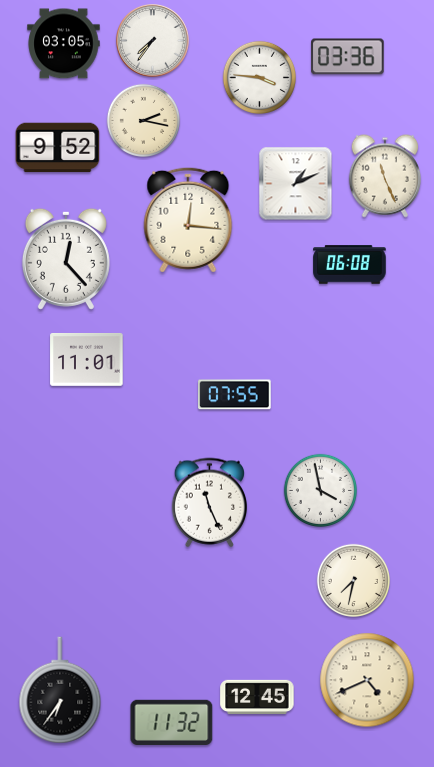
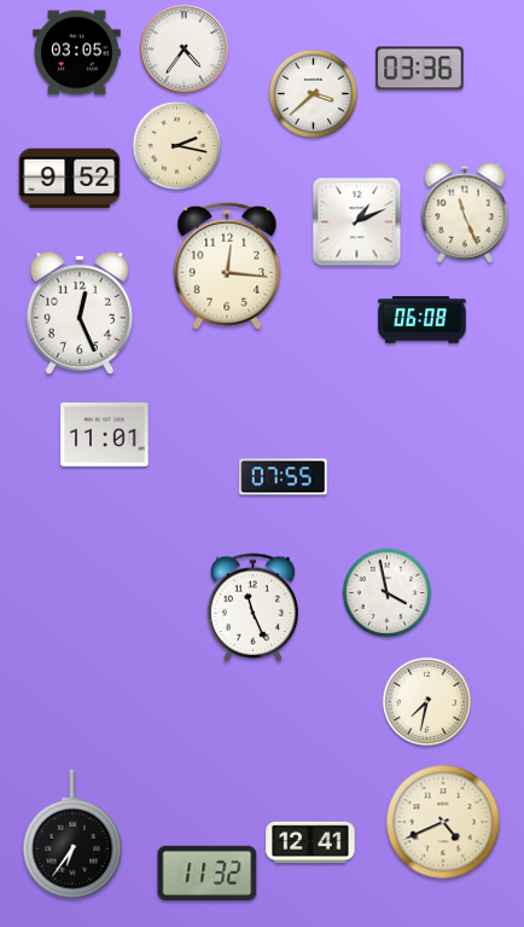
clock at (153, 41): 7:36 -> 4:36
clock at (259, 77): 3:46 -> 3:38
clock at (143, 120) position: (143, 120) -> (176, 145)
clock at (66, 259): 12:23 -> 12:26
clock at (257, 696): 12:45 -> 12:41
